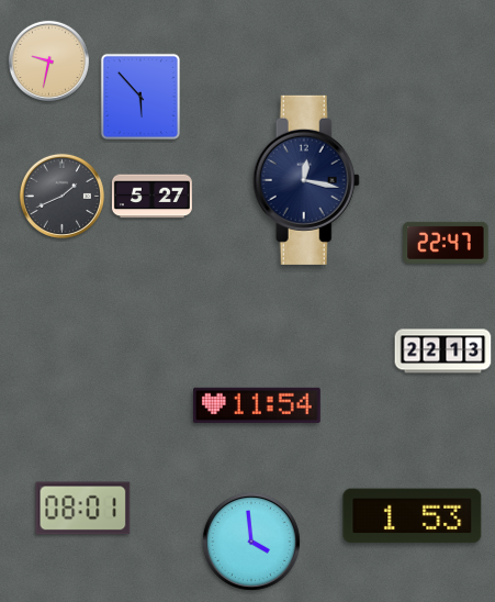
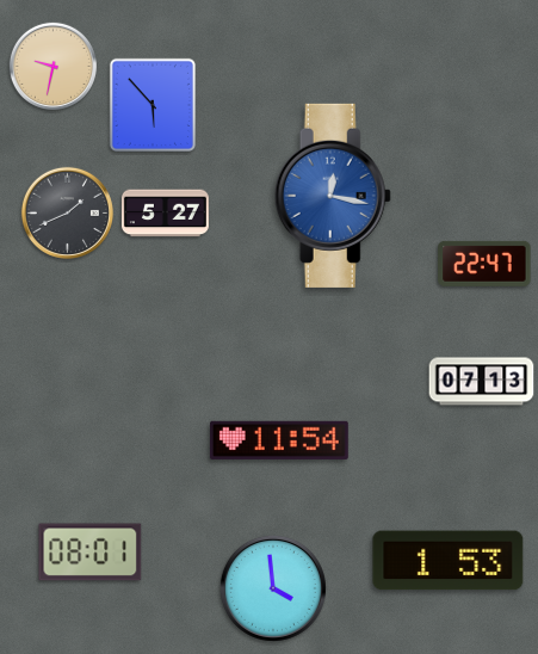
clock at (306, 180) dial: navy -> blue
clock at (443, 352): 22:13 -> 07:13
